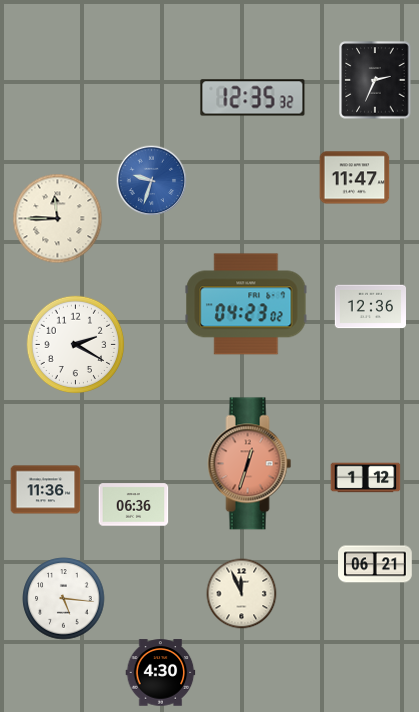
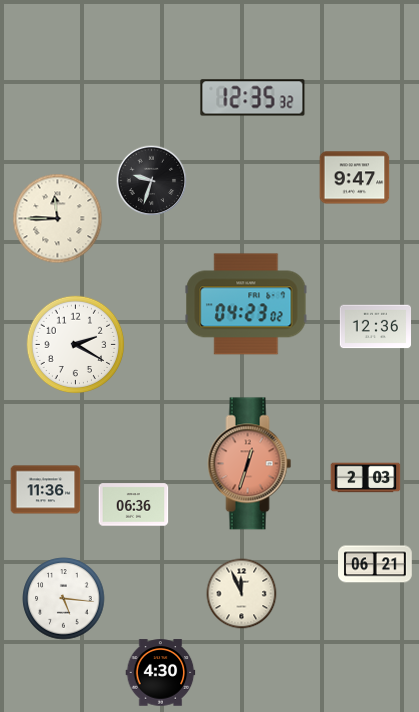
clock at (375, 80): 2:34 -> none
clock at (355, 178): 11:47 -> 9:47
clock at (152, 181) dial: blue -> black
clock at (371, 307) position: (371, 307) -> (376, 327)
clock at (366, 478): 1:12 -> 2:03
